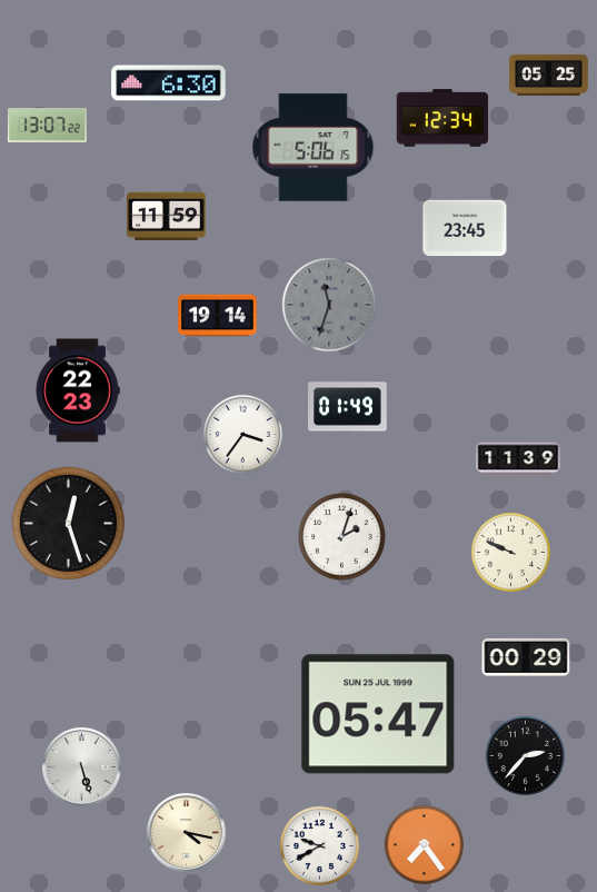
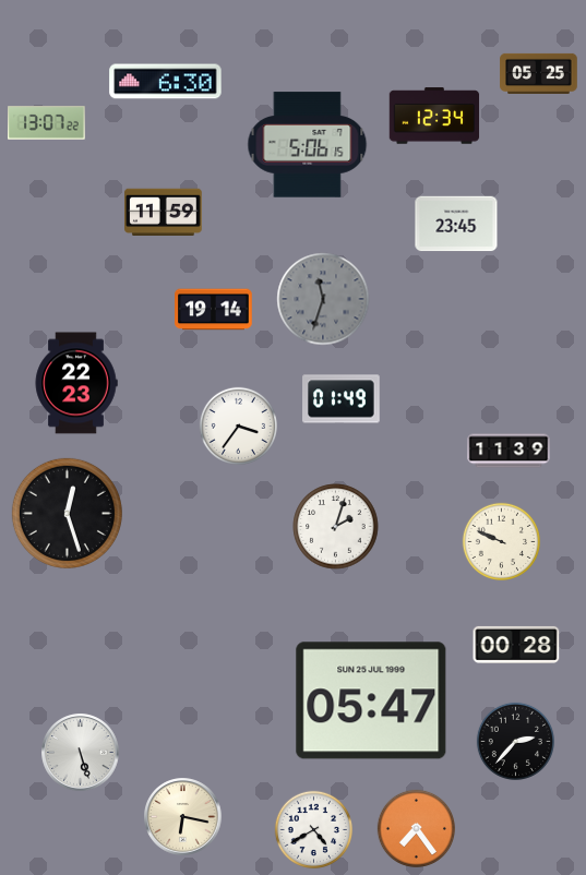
clock at (526, 657): 00:29 -> 00:28
clock at (187, 833): 4:17 -> 6:17
clock at (319, 845): 9:40 -> 4:40
